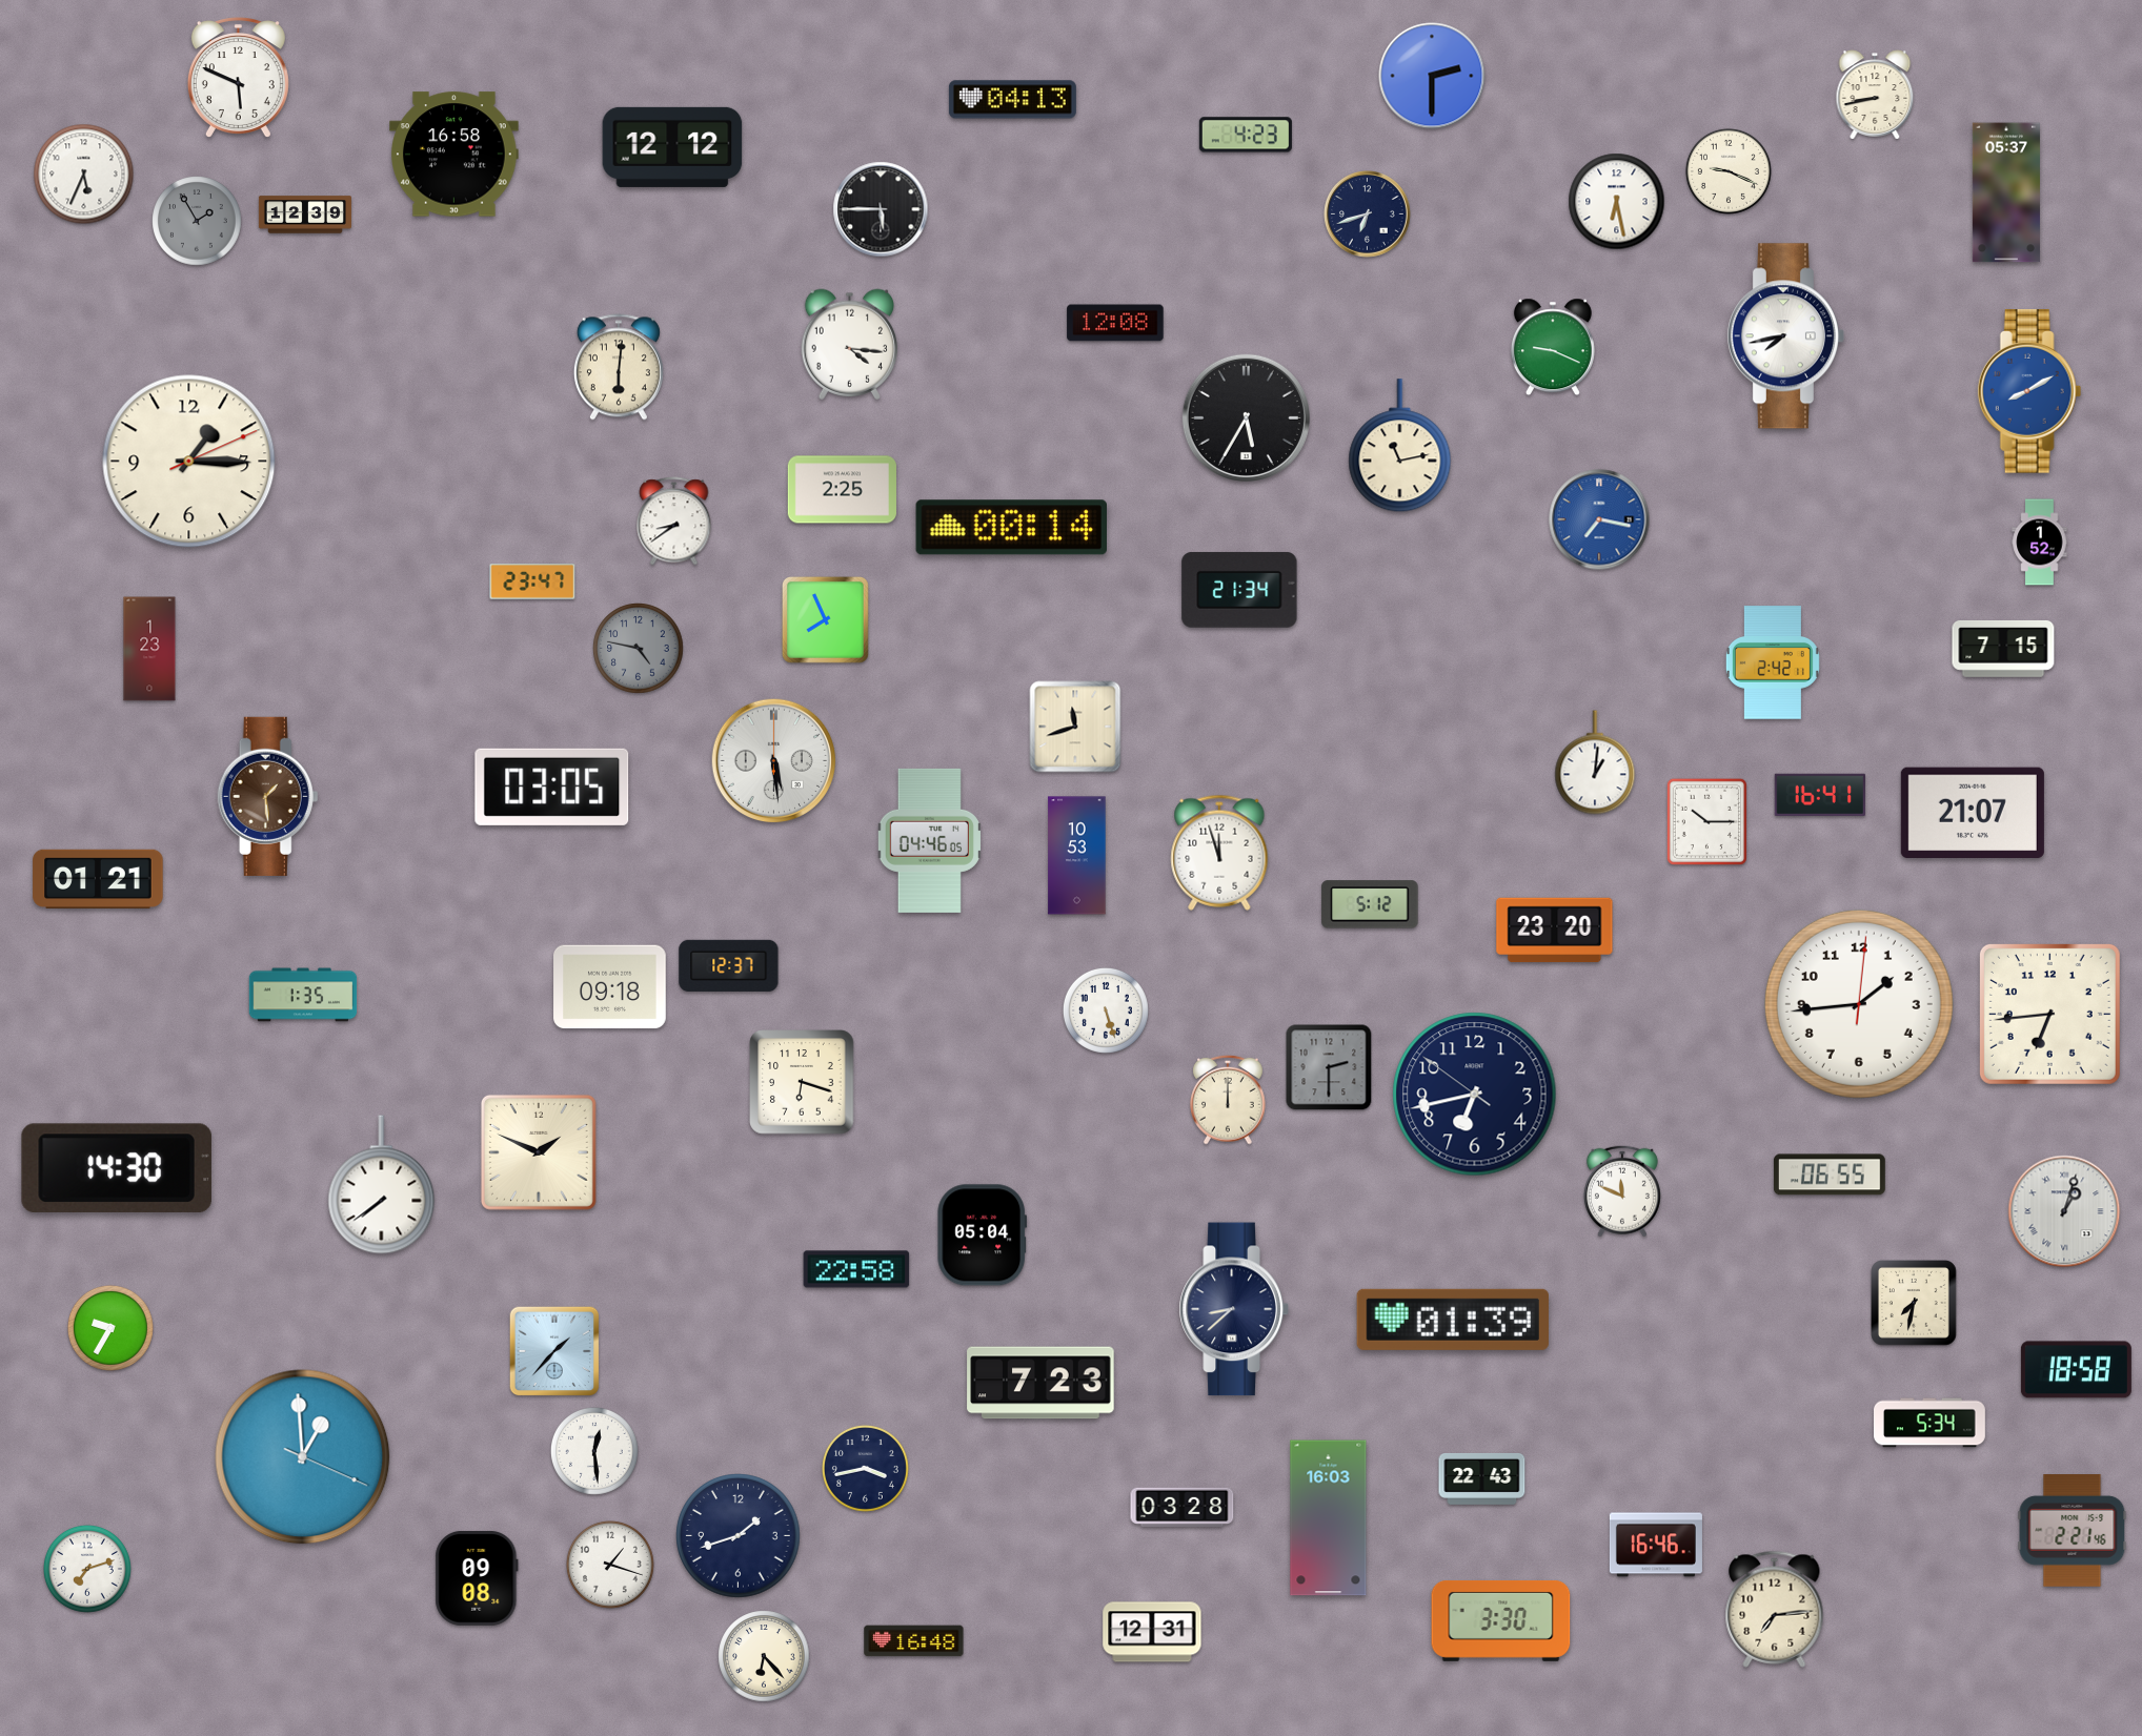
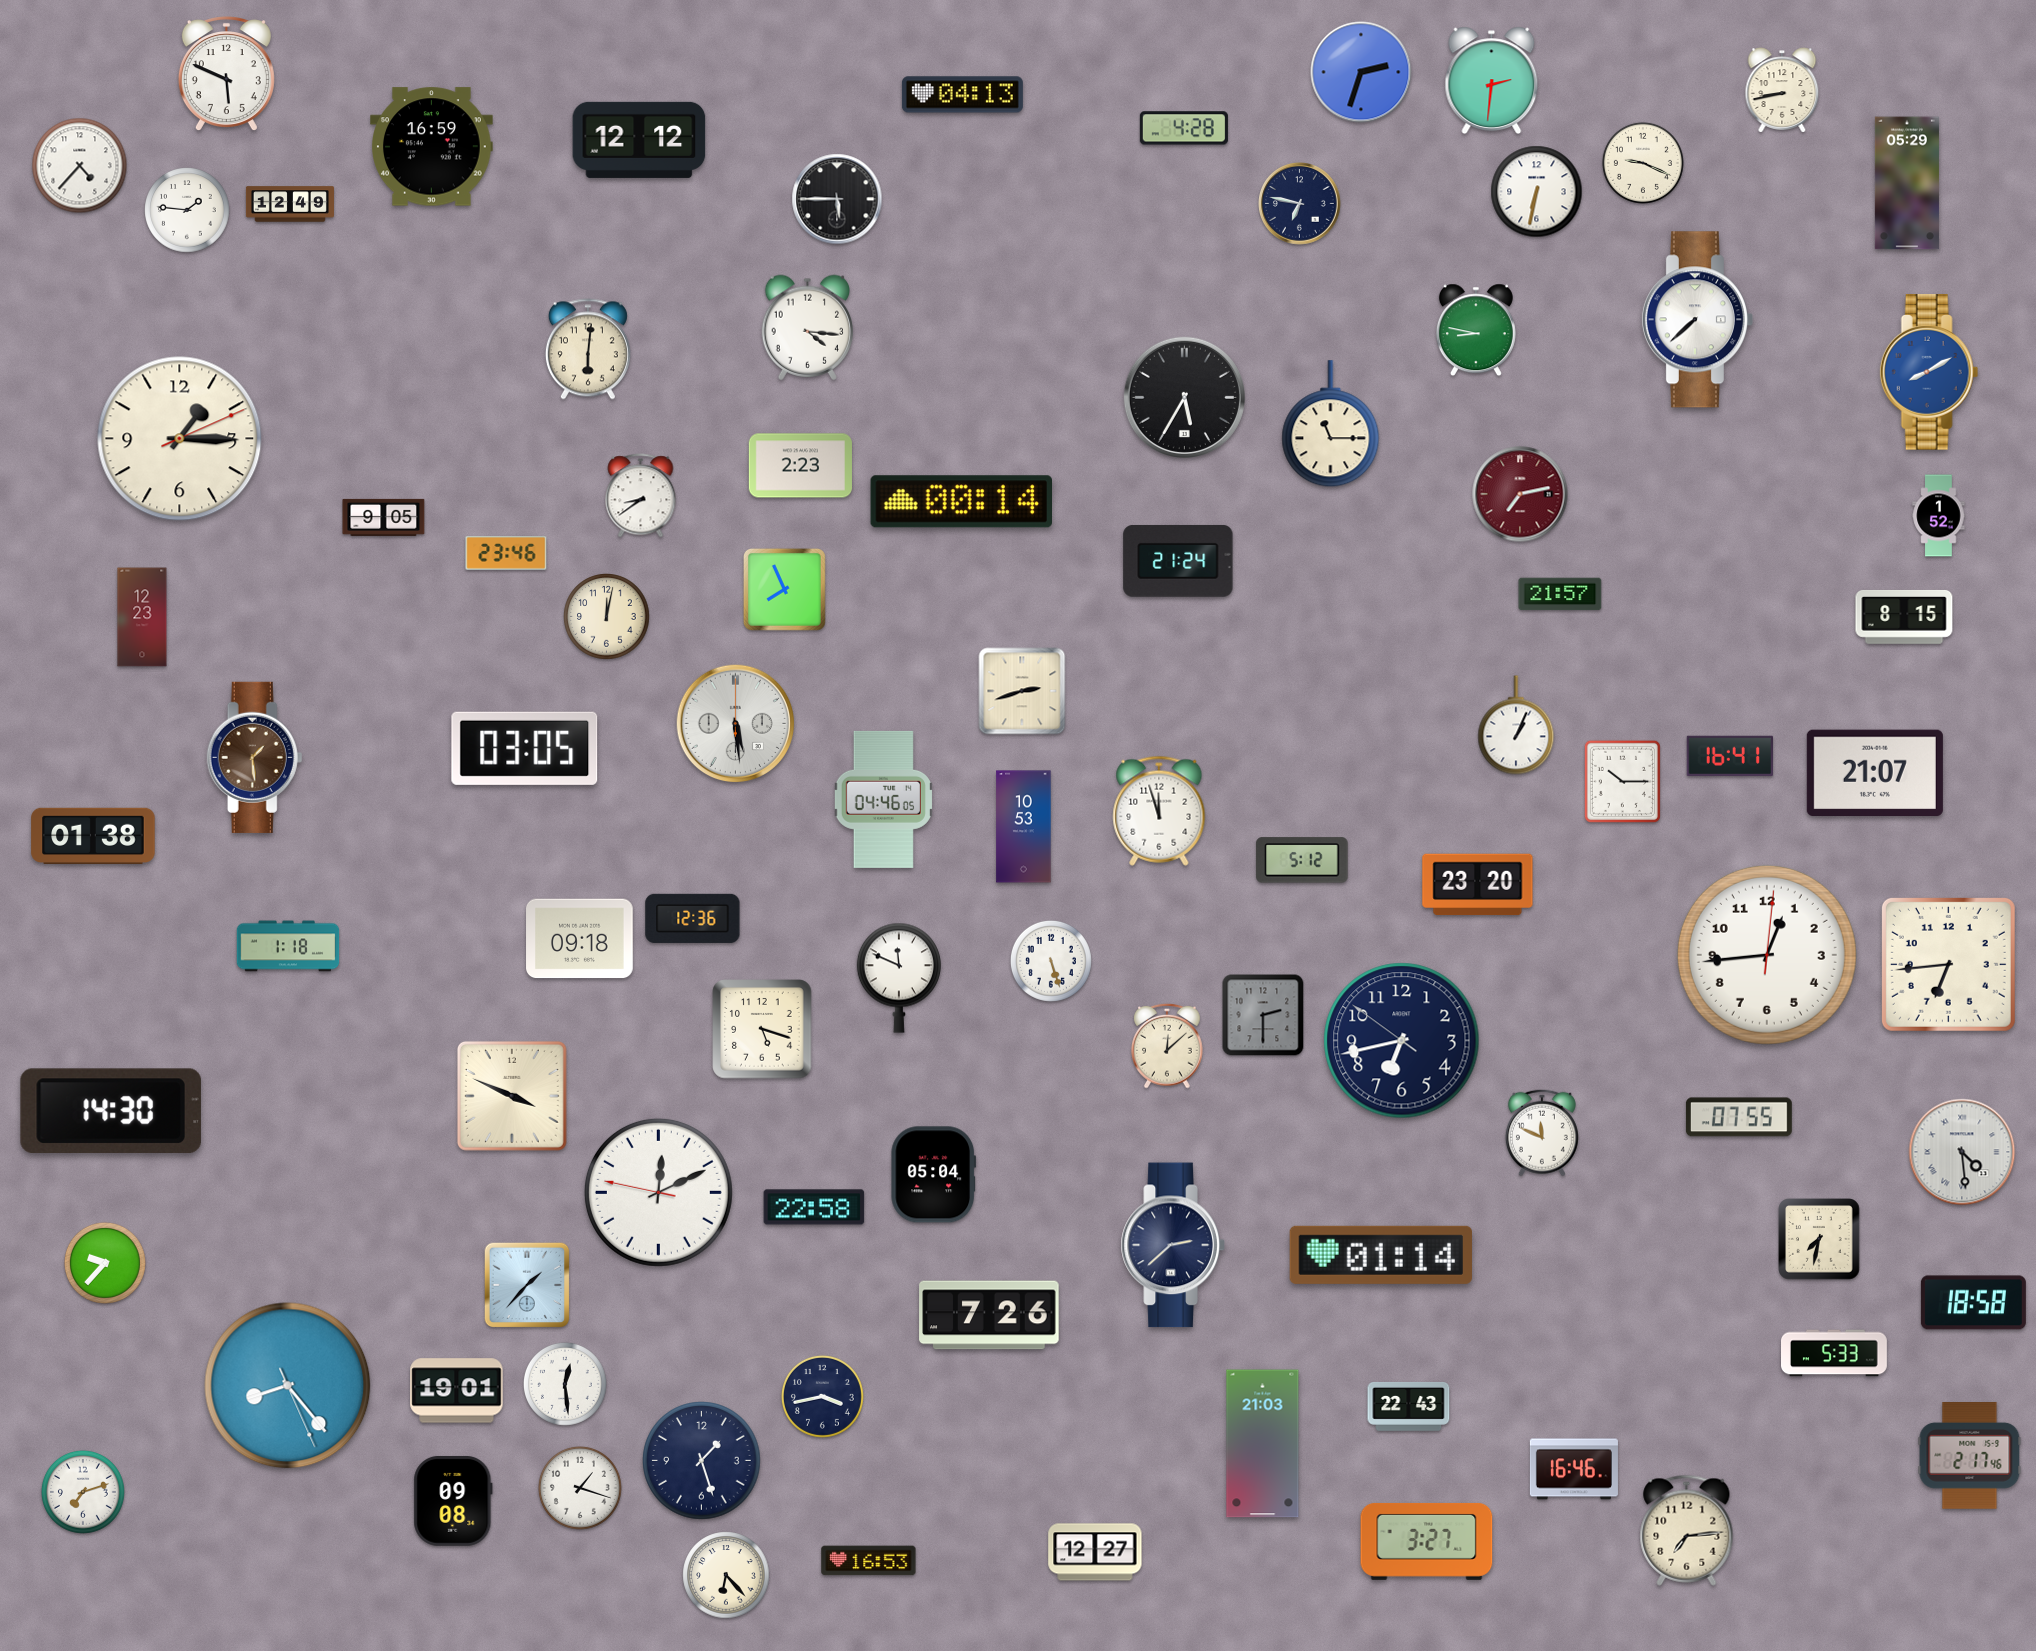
clock at (1432, 76): 2:30 -> 2:33
clock at (1492, 81): none -> 2:31
clock at (1246, 135): 4:23 -> 4:28
clock at (454, 155): 16:58 -> 16:59
clock at (84, 175): 5:34 -> 4:37
clock at (2006, 192): 05:37 -> 05:29
clock at (1617, 202): 6:28 -> 6:32
clock at (305, 215): 12:39 -> 12:49
clock at (1368, 215): 6:42 -> 6:47
clock at (197, 221): 1:55 -> 1:46
clock at (197, 221) dial: grey -> white
clock at (1115, 323): 12:08 -> none
clock at (1785, 336): 7:43 -> 7:38
clock at (1553, 347): 9:19 -> 8:47
clock at (1400, 446): 11:13 -> 11:15
clock at (842, 490): 2:25 -> 2:23
clock at (1599, 519): 7:17 -> 7:13
clock at (1599, 519) dial: blue -> burgundy
clock at (384, 517): none -> 9:05
clock at (532, 581): 23:47 -> 23:46
clock at (1239, 590): 21:34 -> 21:24
clock at (1560, 594): none -> 21:57
clock at (149, 649): 1:23 -> 12:23
clock at (639, 649): 4:47 -> 12:02
clock at (639, 649) dial: grey -> cream
clock at (2003, 649): 7:15 -> 8:15
clock at (1773, 662): 2:42 -> none
clock at (1075, 727): 11:42 -> 2:42
clock at (1595, 762): 1:01 -> 1:04
clock at (1077, 856) position: (1077, 856) -> (1024, 827)
clock at (98, 878): 01:21 -> 01:38
clock at (729, 965): 12:37 -> 12:36
clock at (303, 995): 1:35 -> 1:18
clock at (1859, 1004): 1:44 -> 12:44
clock at (899, 978): none -> 11:49
clock at (802, 1082): 6:18 -> 5:18
clock at (1228, 1100): 12:00 -> 12:08
clock at (539, 1152): 1:49 -> 3:49
clock at (1830, 1175): 06:55 -> 07:55
clock at (382, 1185): 7:39 -> none
clock at (2064, 1211): 1:03 -> 4:29
clock at (658, 1192): none -> 12:10
clock at (1234, 1309): 8:38 -> 2:38
clock at (1453, 1320): 01:39 -> 01:14
clock at (110, 1328): 9:35 -> 9:37
clock at (1040, 1383): 7:23 -> 7:26
clock at (1931, 1423): 5:34 -> 5:33
clock at (594, 1451) position: (594, 1451) -> (565, 1384)
clock at (303, 1457): 12:59 -> 8:23
clock at (457, 1391): none -> 19:01
clock at (1183, 1508): 03:28 -> none
clock at (1329, 1518): 16:03 -> 21:03
clock at (2073, 1531): 2:21 -> 2:17
clock at (739, 1536): 1:42 -> 1:27
clock at (1501, 1620): 3:30 -> 3:27
clock at (1152, 1632): 12:31 -> 12:27
clock at (914, 1641): 16:48 -> 16:53
